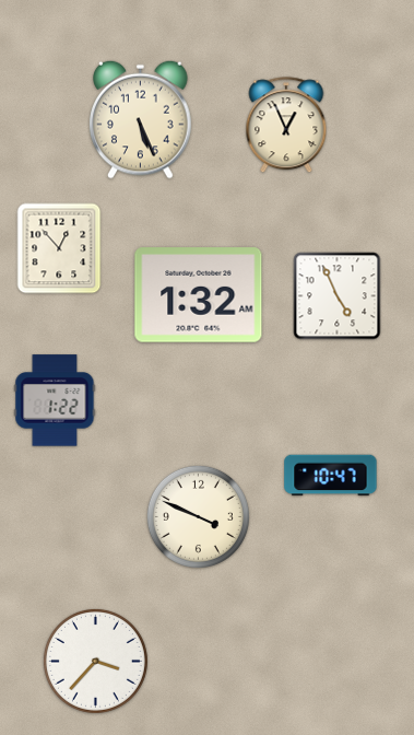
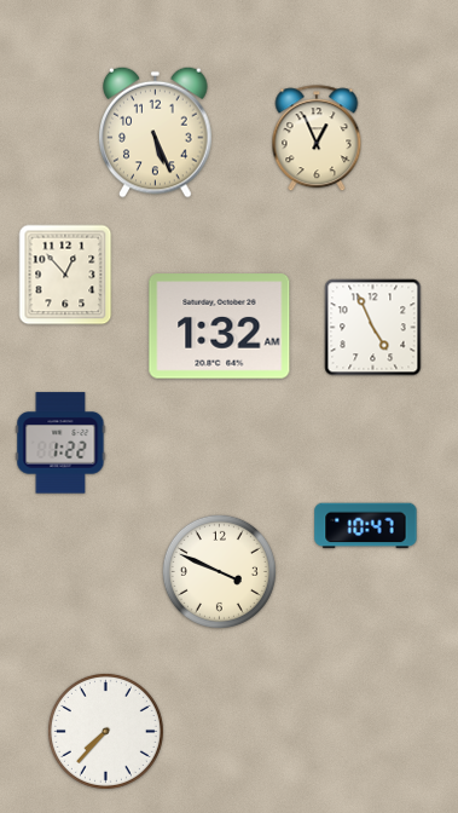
clock at (95, 661): 3:37 -> 7:37
